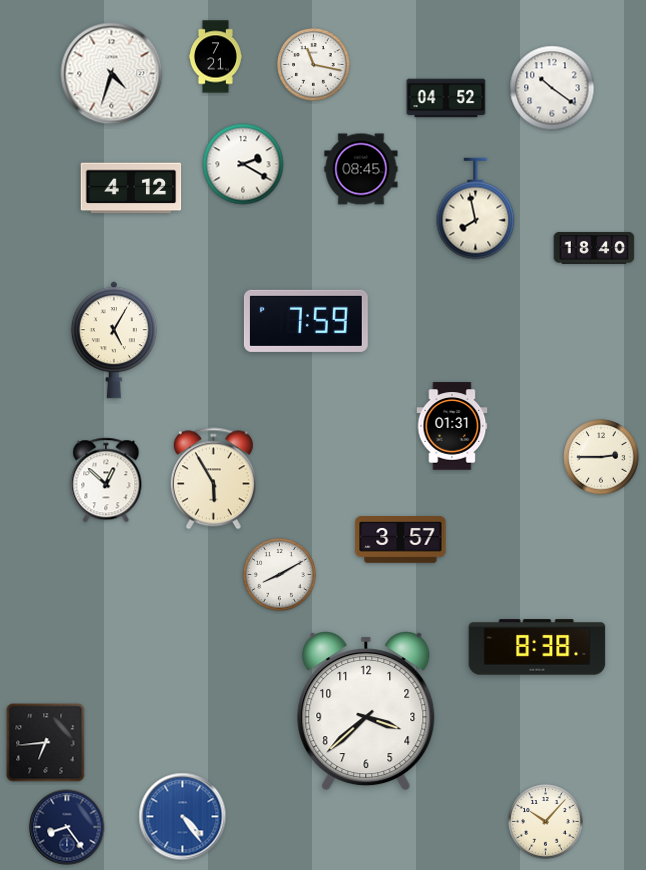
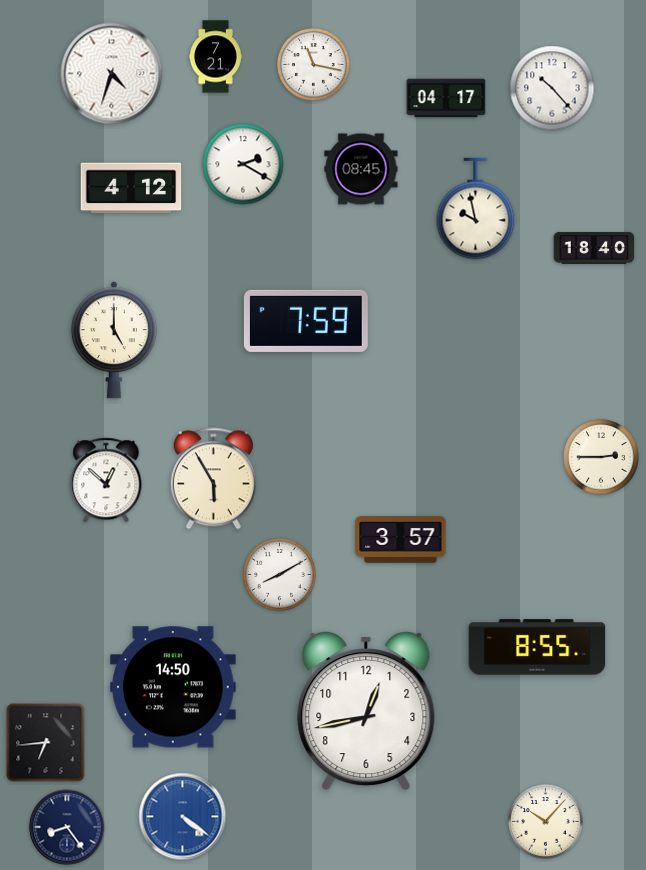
clock at (552, 88): 10:21 -> 10:23
clock at (446, 98): 04:52 -> 04:17
clock at (476, 209): 7:58 -> 9:58
clock at (114, 340): 5:05 -> 5:00
clock at (452, 426): 01:31 -> none
clock at (537, 647): 8:38 -> 8:55
clock at (173, 687): none -> 14:50
clock at (366, 711): 3:38 -> 12:43
clock at (183, 817): 4:24 -> 4:21
